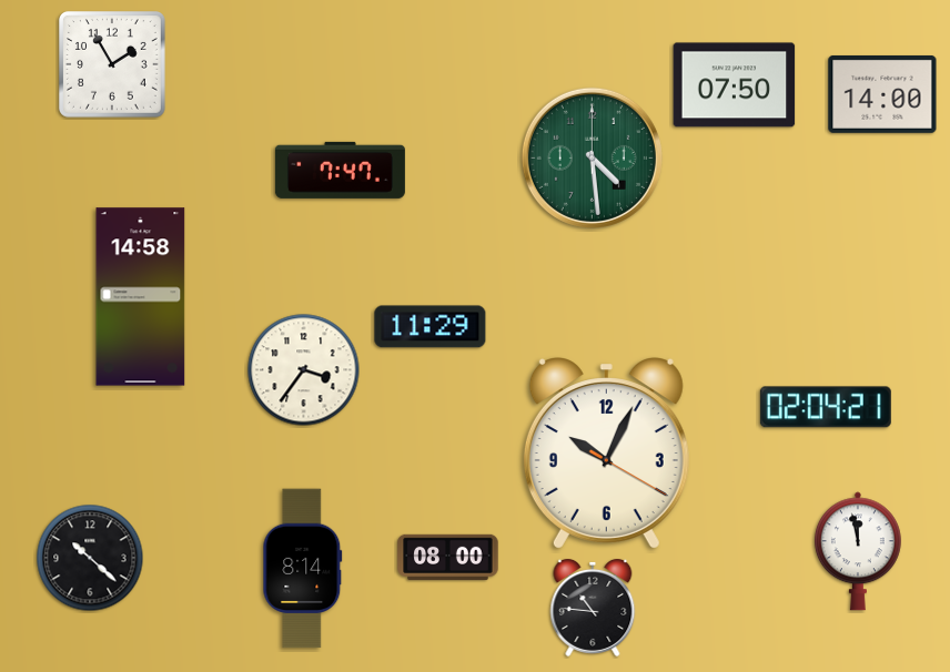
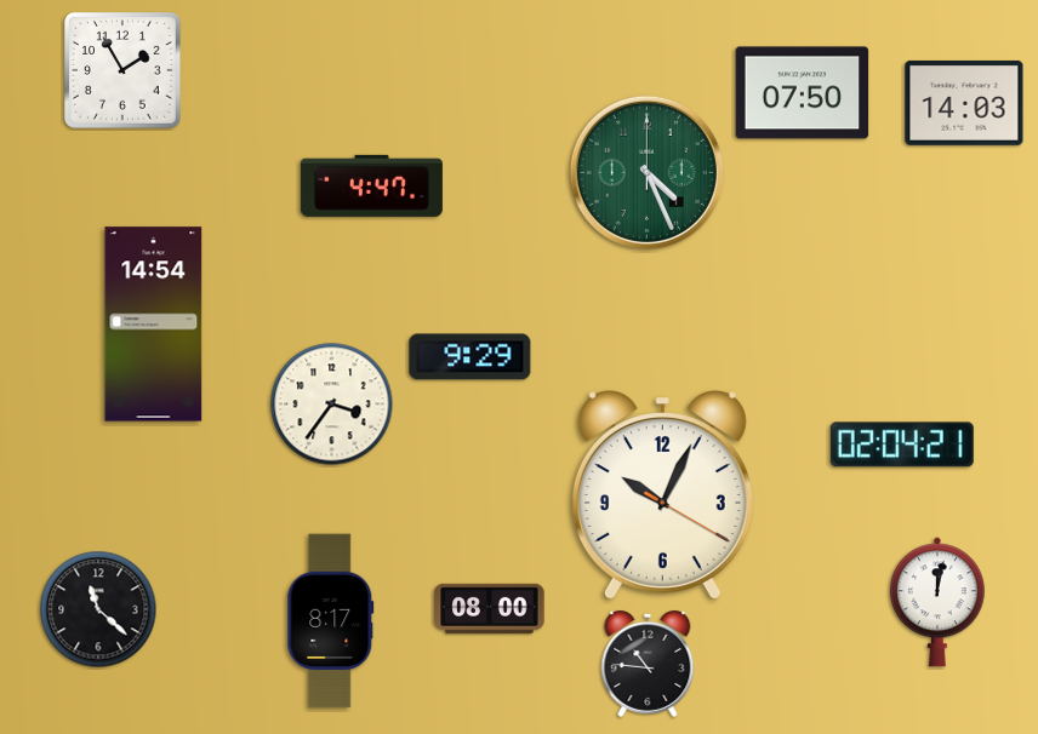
clock at (882, 94): 14:00 -> 14:03
clock at (592, 157): 4:29 -> 4:26
clock at (340, 170): 7:47 -> 4:47
clock at (141, 297): 14:58 -> 14:54
clock at (431, 327): 11:29 -> 9:29
clock at (858, 551): 11:58 -> 12:02
clock at (90, 558): 10:22 -> 11:22
clock at (303, 569): 8:14 -> 8:17
